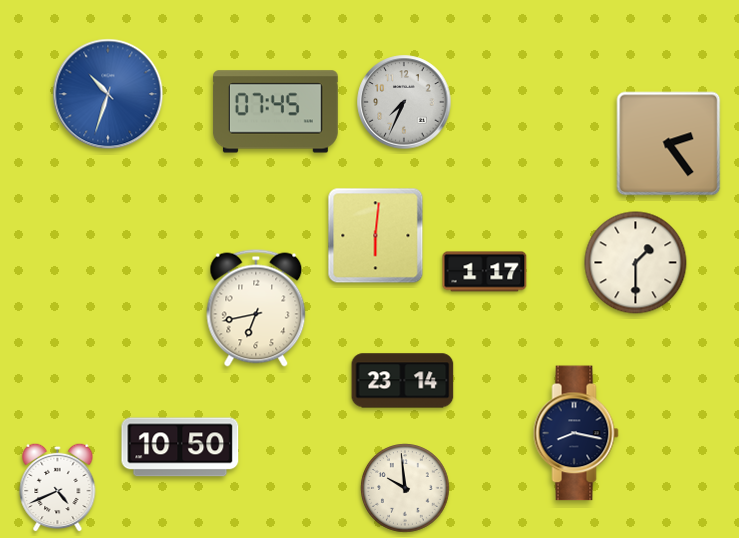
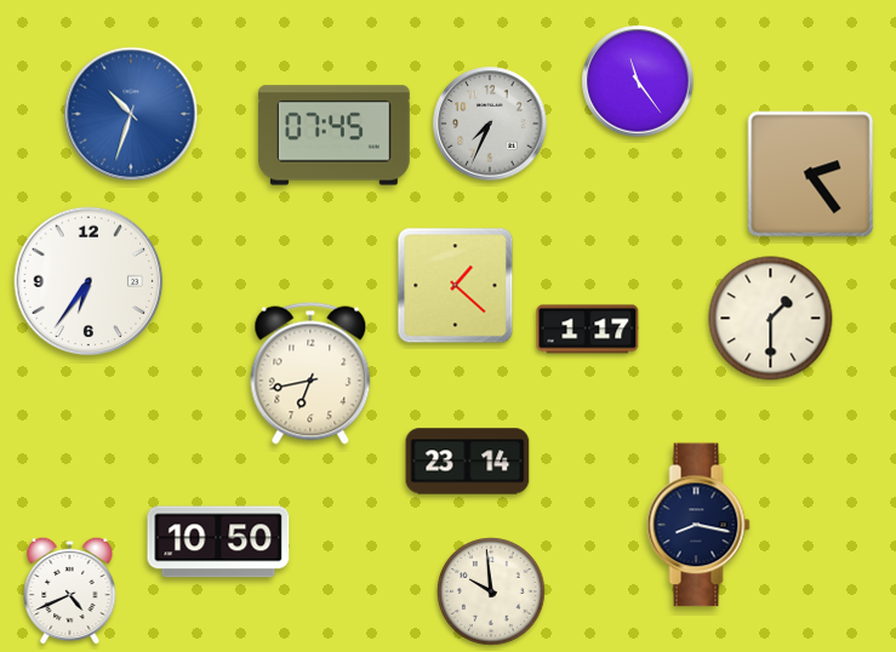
clock at (638, 81): none -> 11:24
clock at (89, 281): none -> 6:36
clock at (376, 236): 6:01 -> 1:22
clock at (403, 381) position: (403, 381) -> (468, 462)
